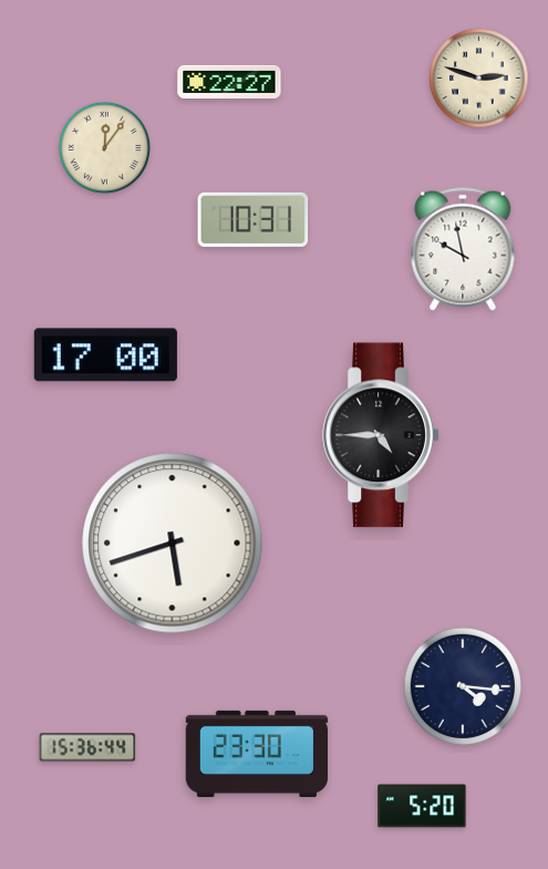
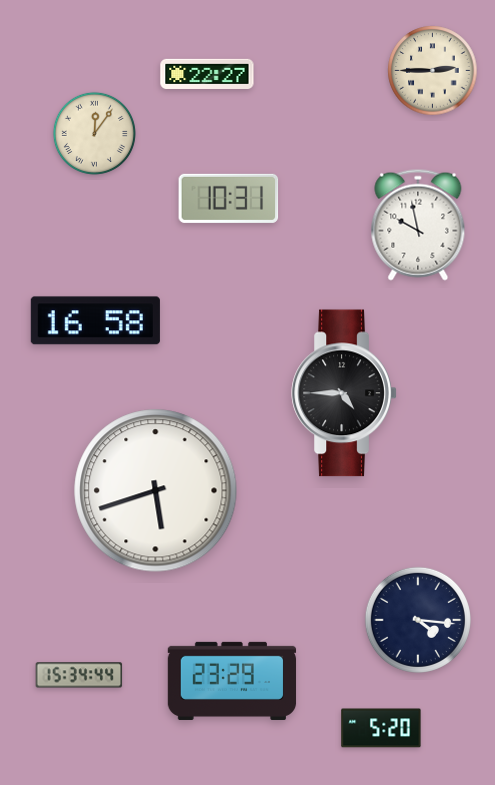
clock at (479, 79): 2:48 -> 2:45
clock at (105, 355): 17:00 -> 16:58
clock at (87, 747): 15:36 -> 15:34
clock at (257, 754): 23:30 -> 23:29
